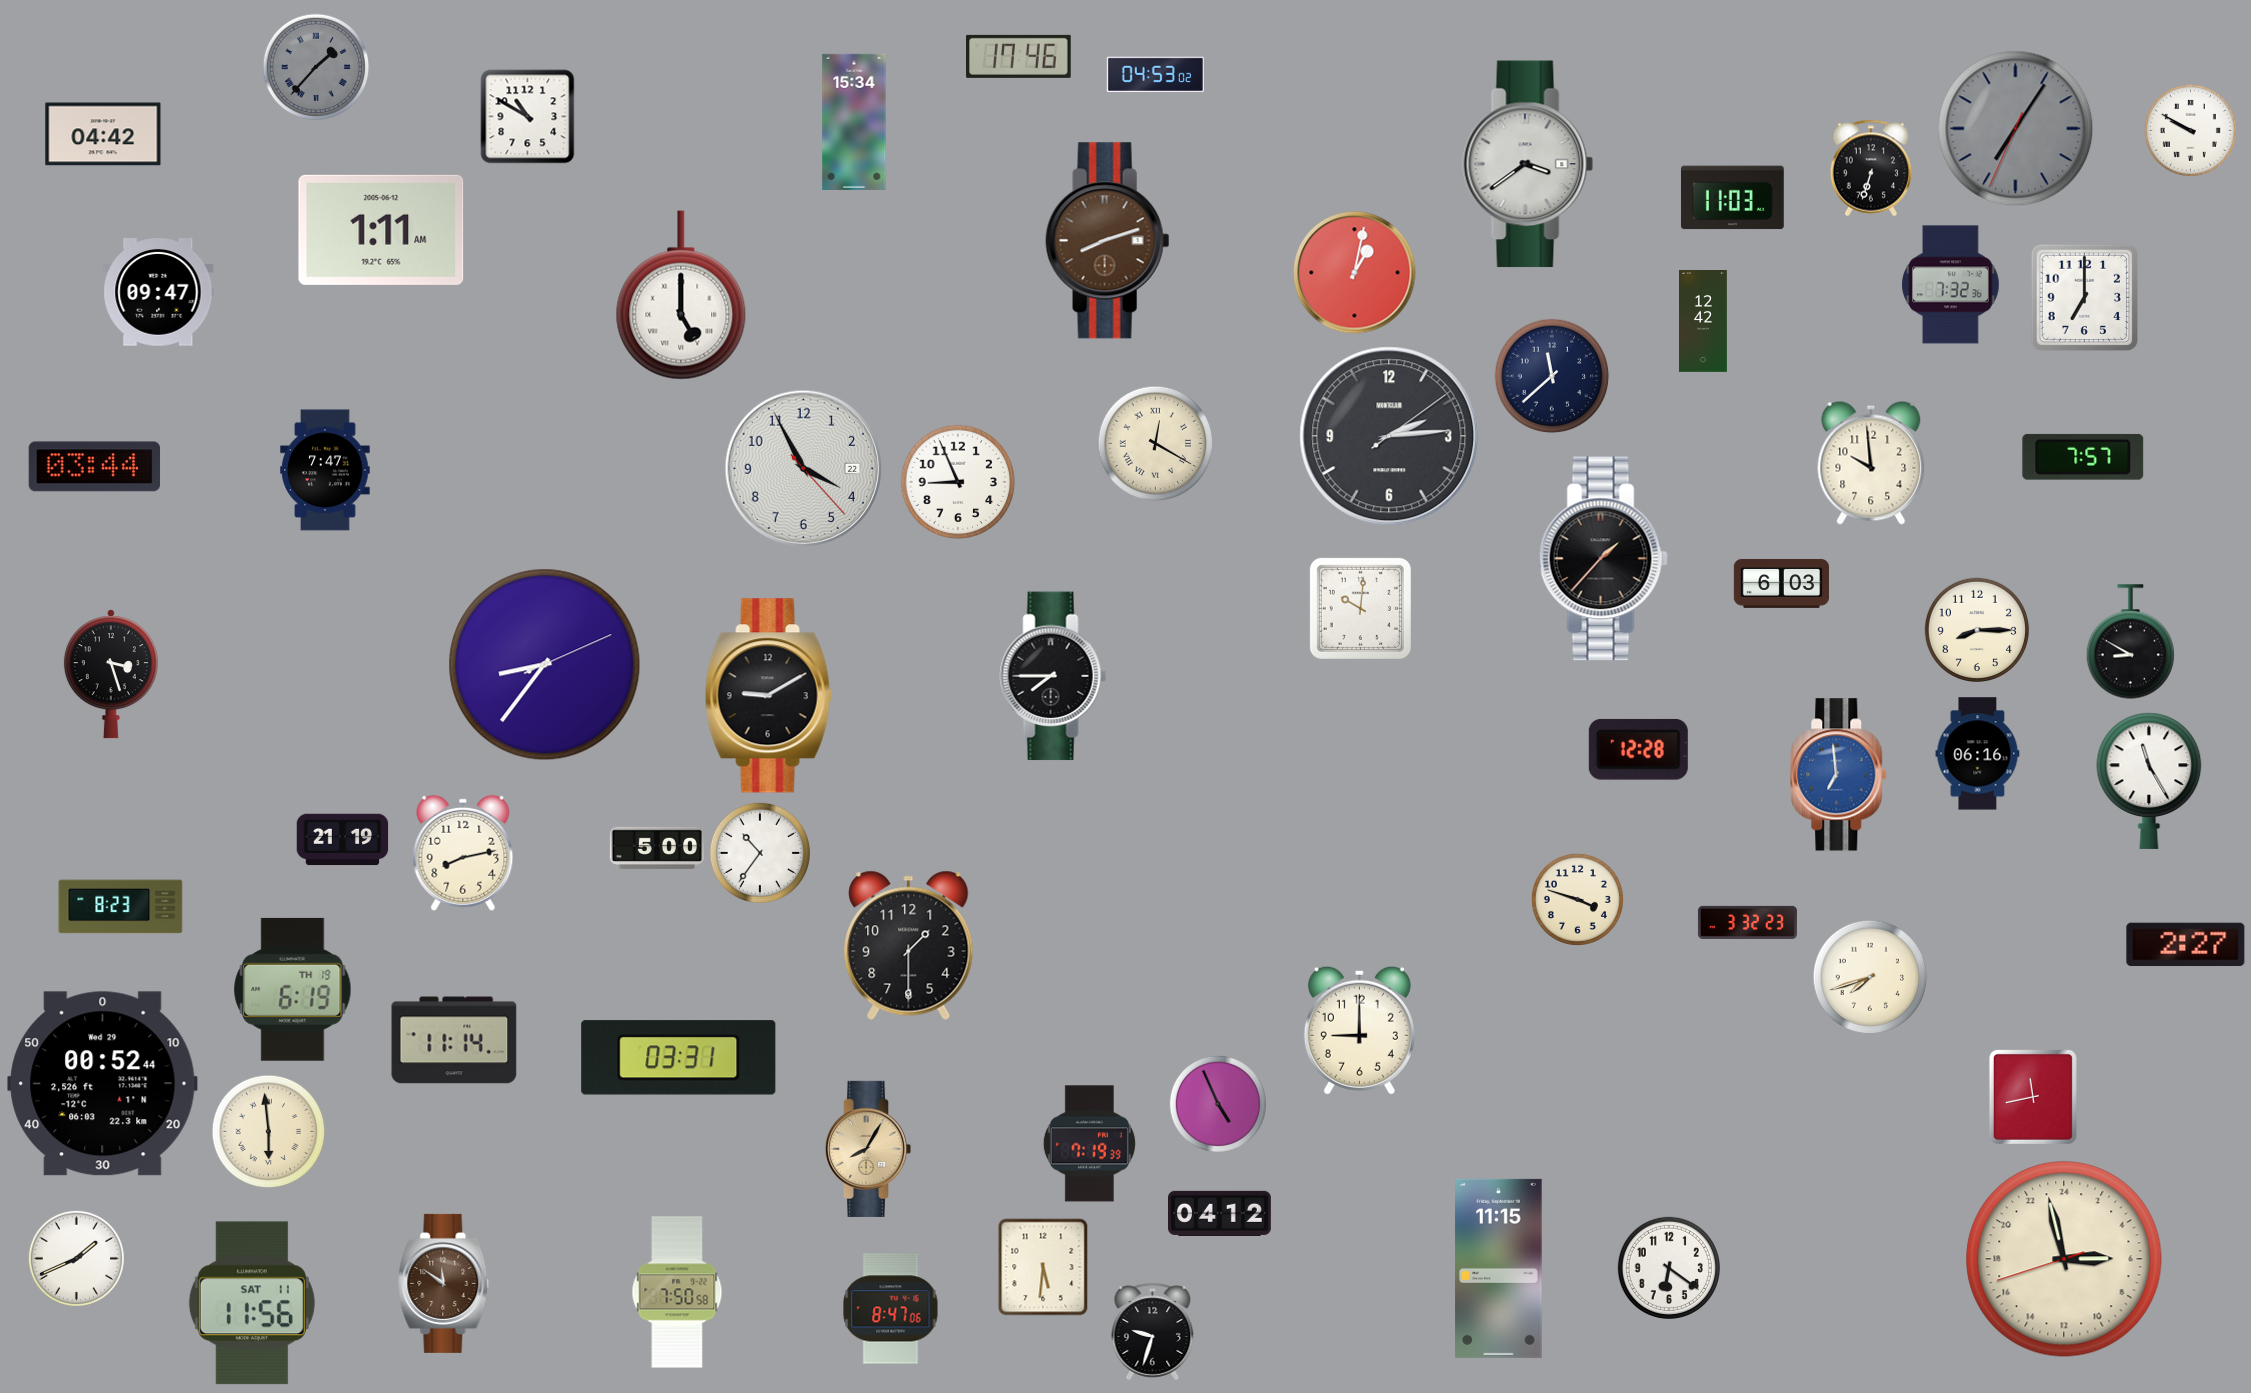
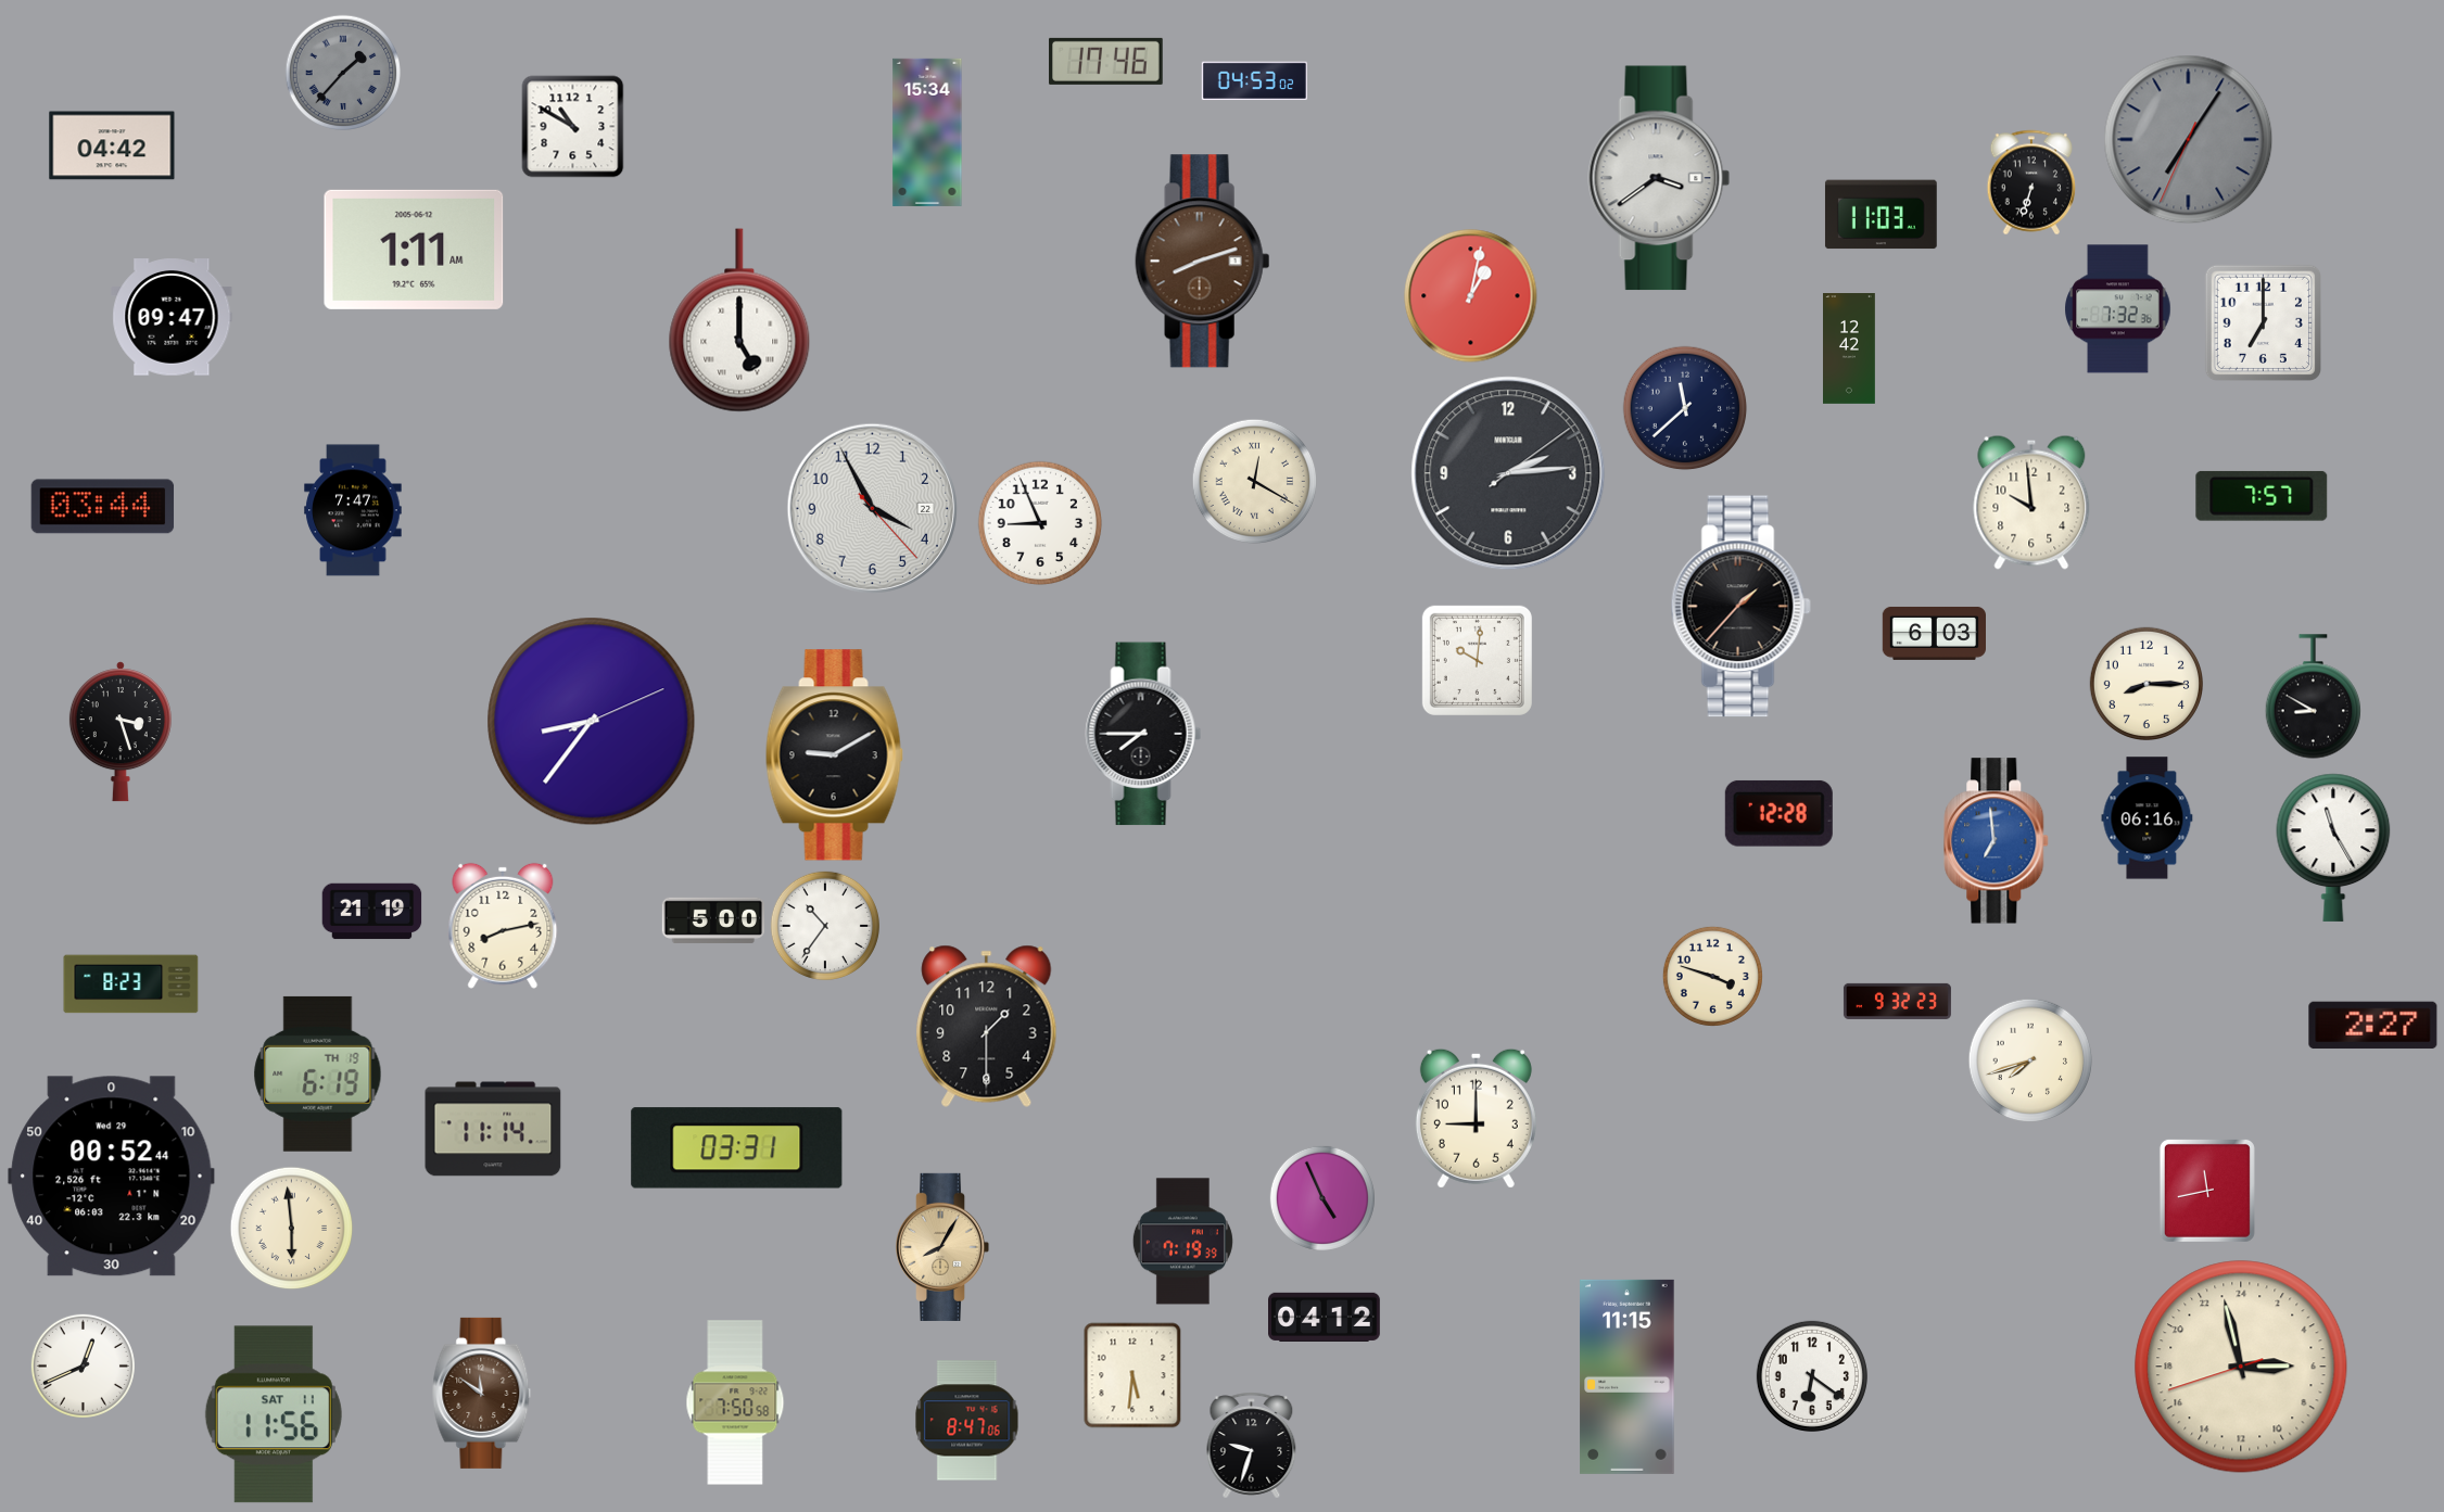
clock at (2190, 130): 9:50 -> none
clock at (1747, 922): 3:32 -> 9:32
clock at (76, 1258): 1:41 -> 12:41
